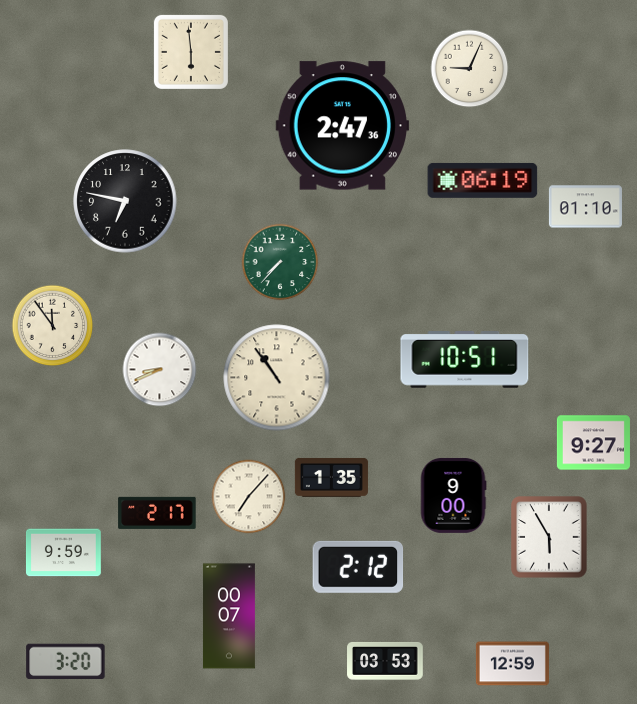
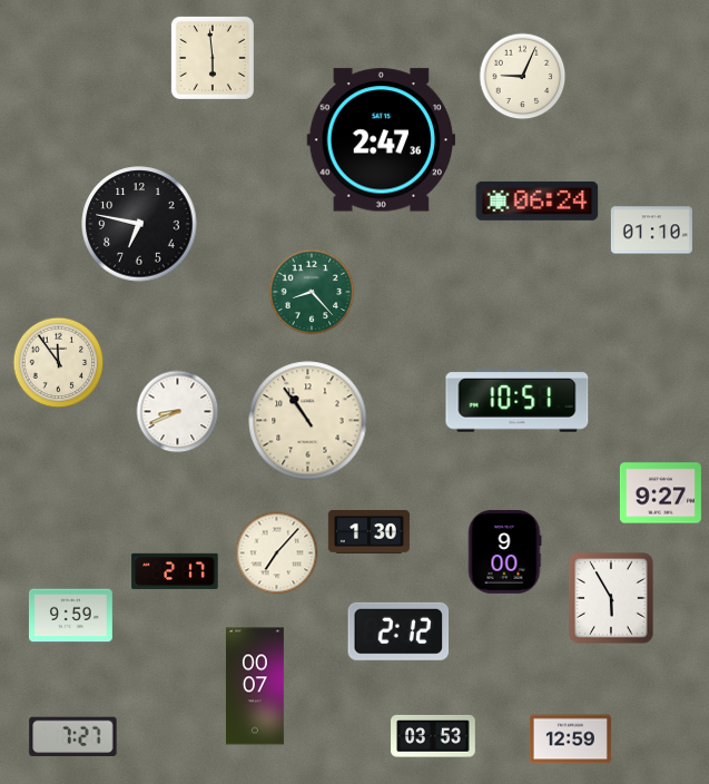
clock at (483, 180): 06:19 -> 06:24
clock at (280, 262): 7:37 -> 8:23
clock at (331, 477): 1:35 -> 1:30
clock at (385, 661) position: (385, 661) -> (433, 736)
clock at (66, 662): 3:20 -> 7:27
